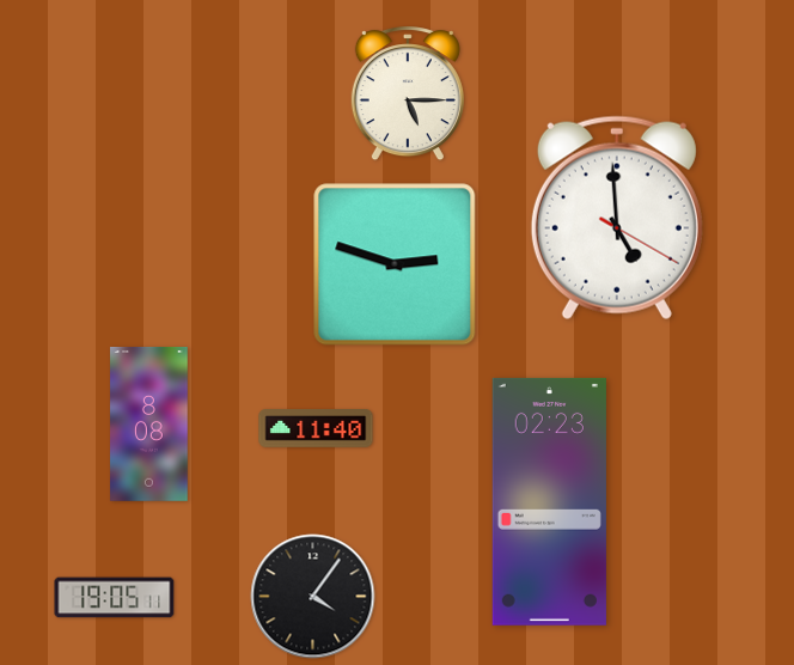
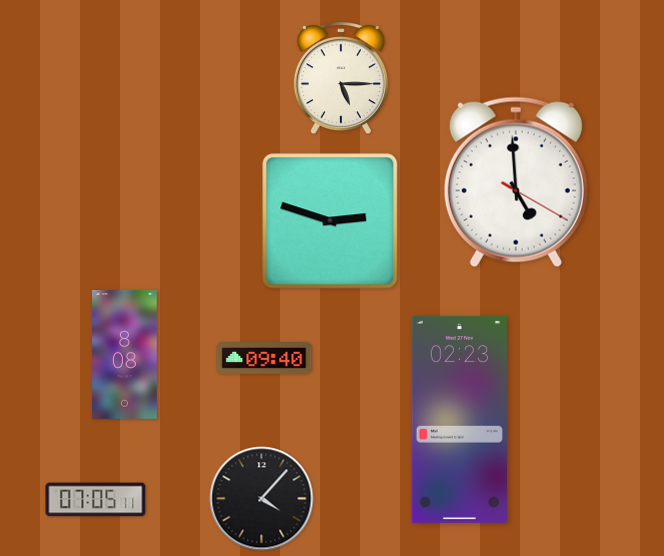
clock at (316, 429): 11:40 -> 09:40
clock at (313, 597): 4:06 -> 4:07
clock at (115, 598): 19:05 -> 07:05
